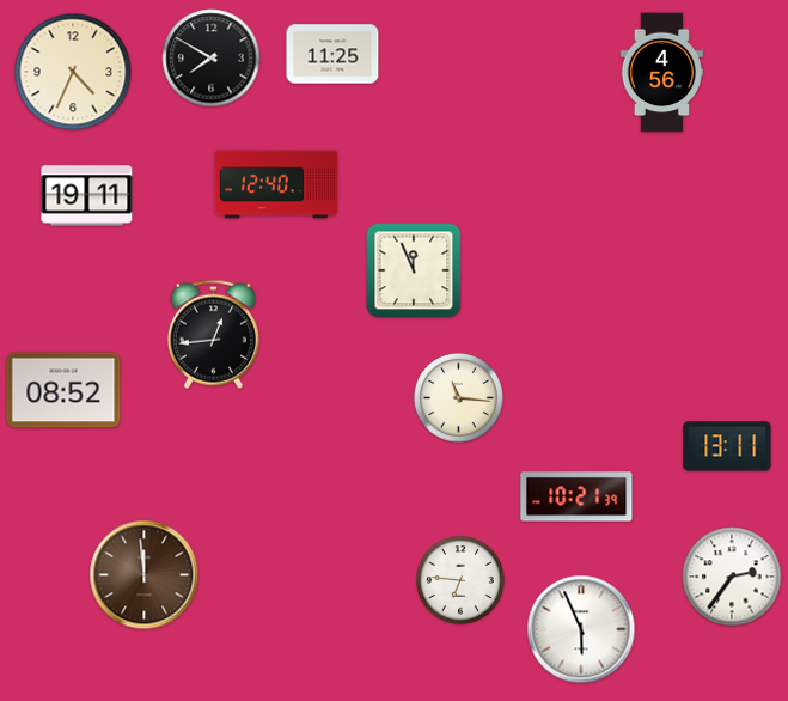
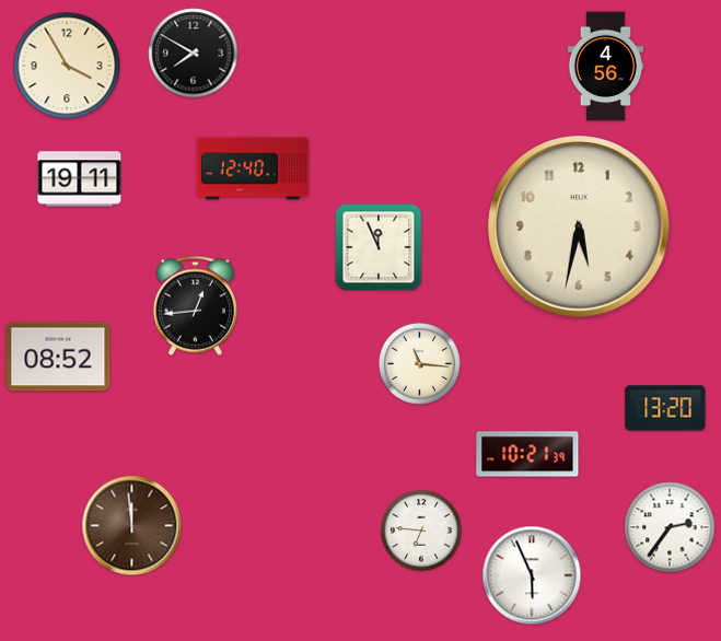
clock at (332, 54): 11:25 -> none
clock at (73, 72): 4:34 -> 3:55
clock at (579, 226): none -> 5:32
clock at (727, 446): 13:11 -> 13:20
